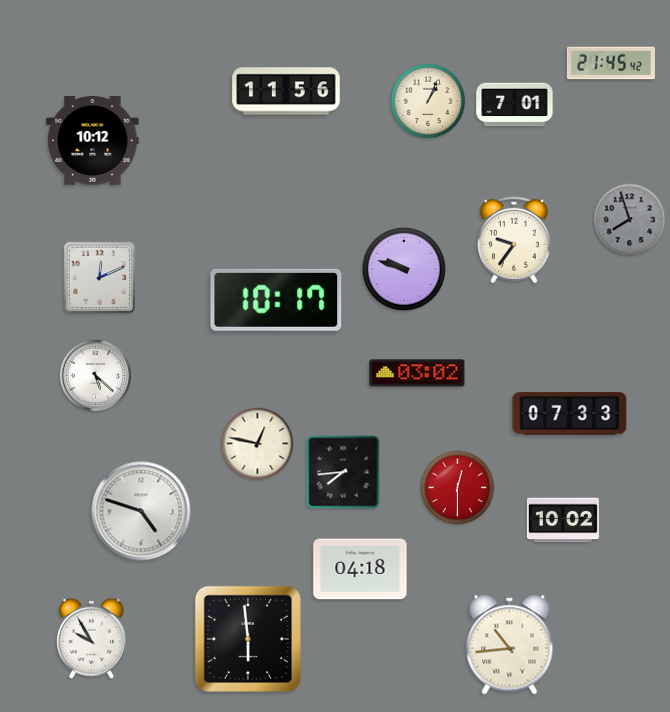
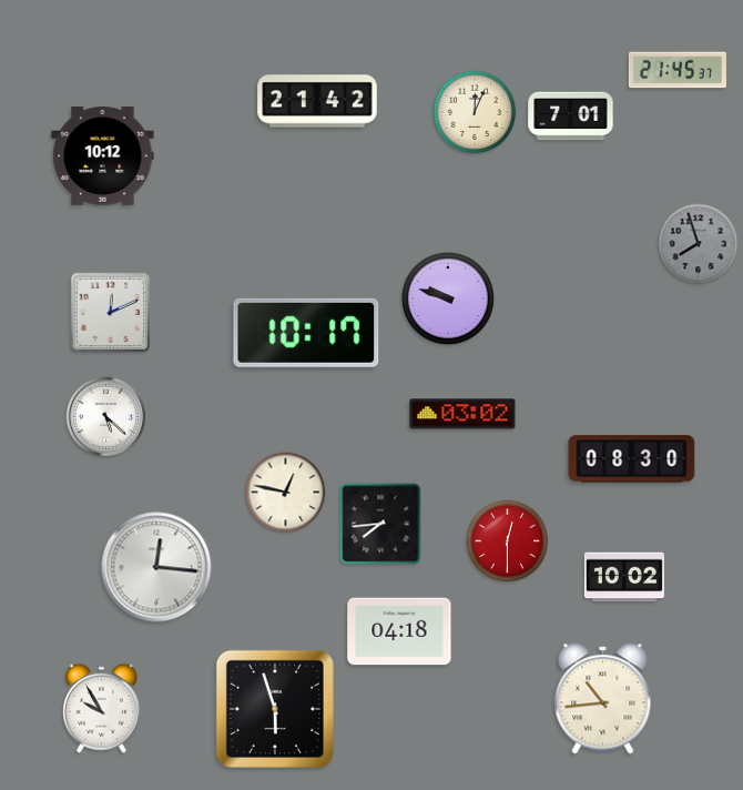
clock at (611, 63): 21:45:42 -> 21:45:37
clock at (286, 91): 11:56 -> 21:42
clock at (428, 101): 1:04 -> 12:04
clock at (514, 240): 9:36 -> none
clock at (100, 278) position: (100, 278) -> (111, 313)
clock at (570, 414): 07:33 -> 08:30
clock at (141, 511): 4:48 -> 12:16
clock at (248, 639): 5:59 -> 5:57
clock at (510, 645) position: (510, 645) -> (603, 699)
